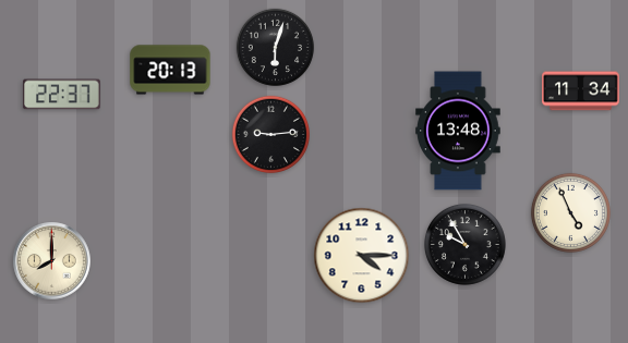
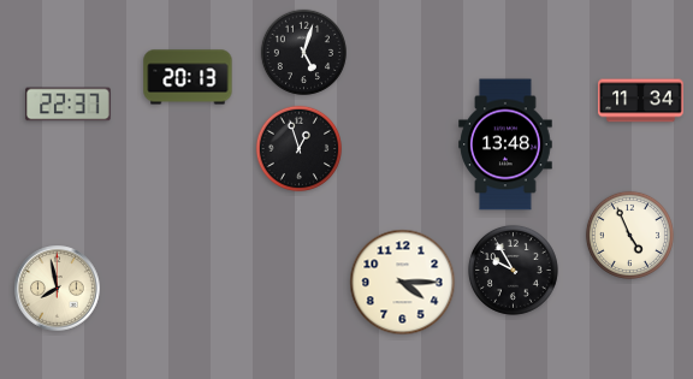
clock at (275, 47): 6:03 -> 5:03
clock at (270, 134): 9:14 -> 12:57
clock at (362, 256) position: (362, 256) -> (403, 283)
clock at (52, 261): 8:00 -> 7:58
